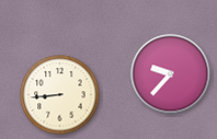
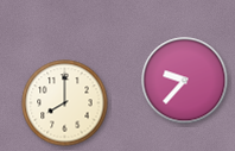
clock at (60, 95): 8:44 -> 8:00
